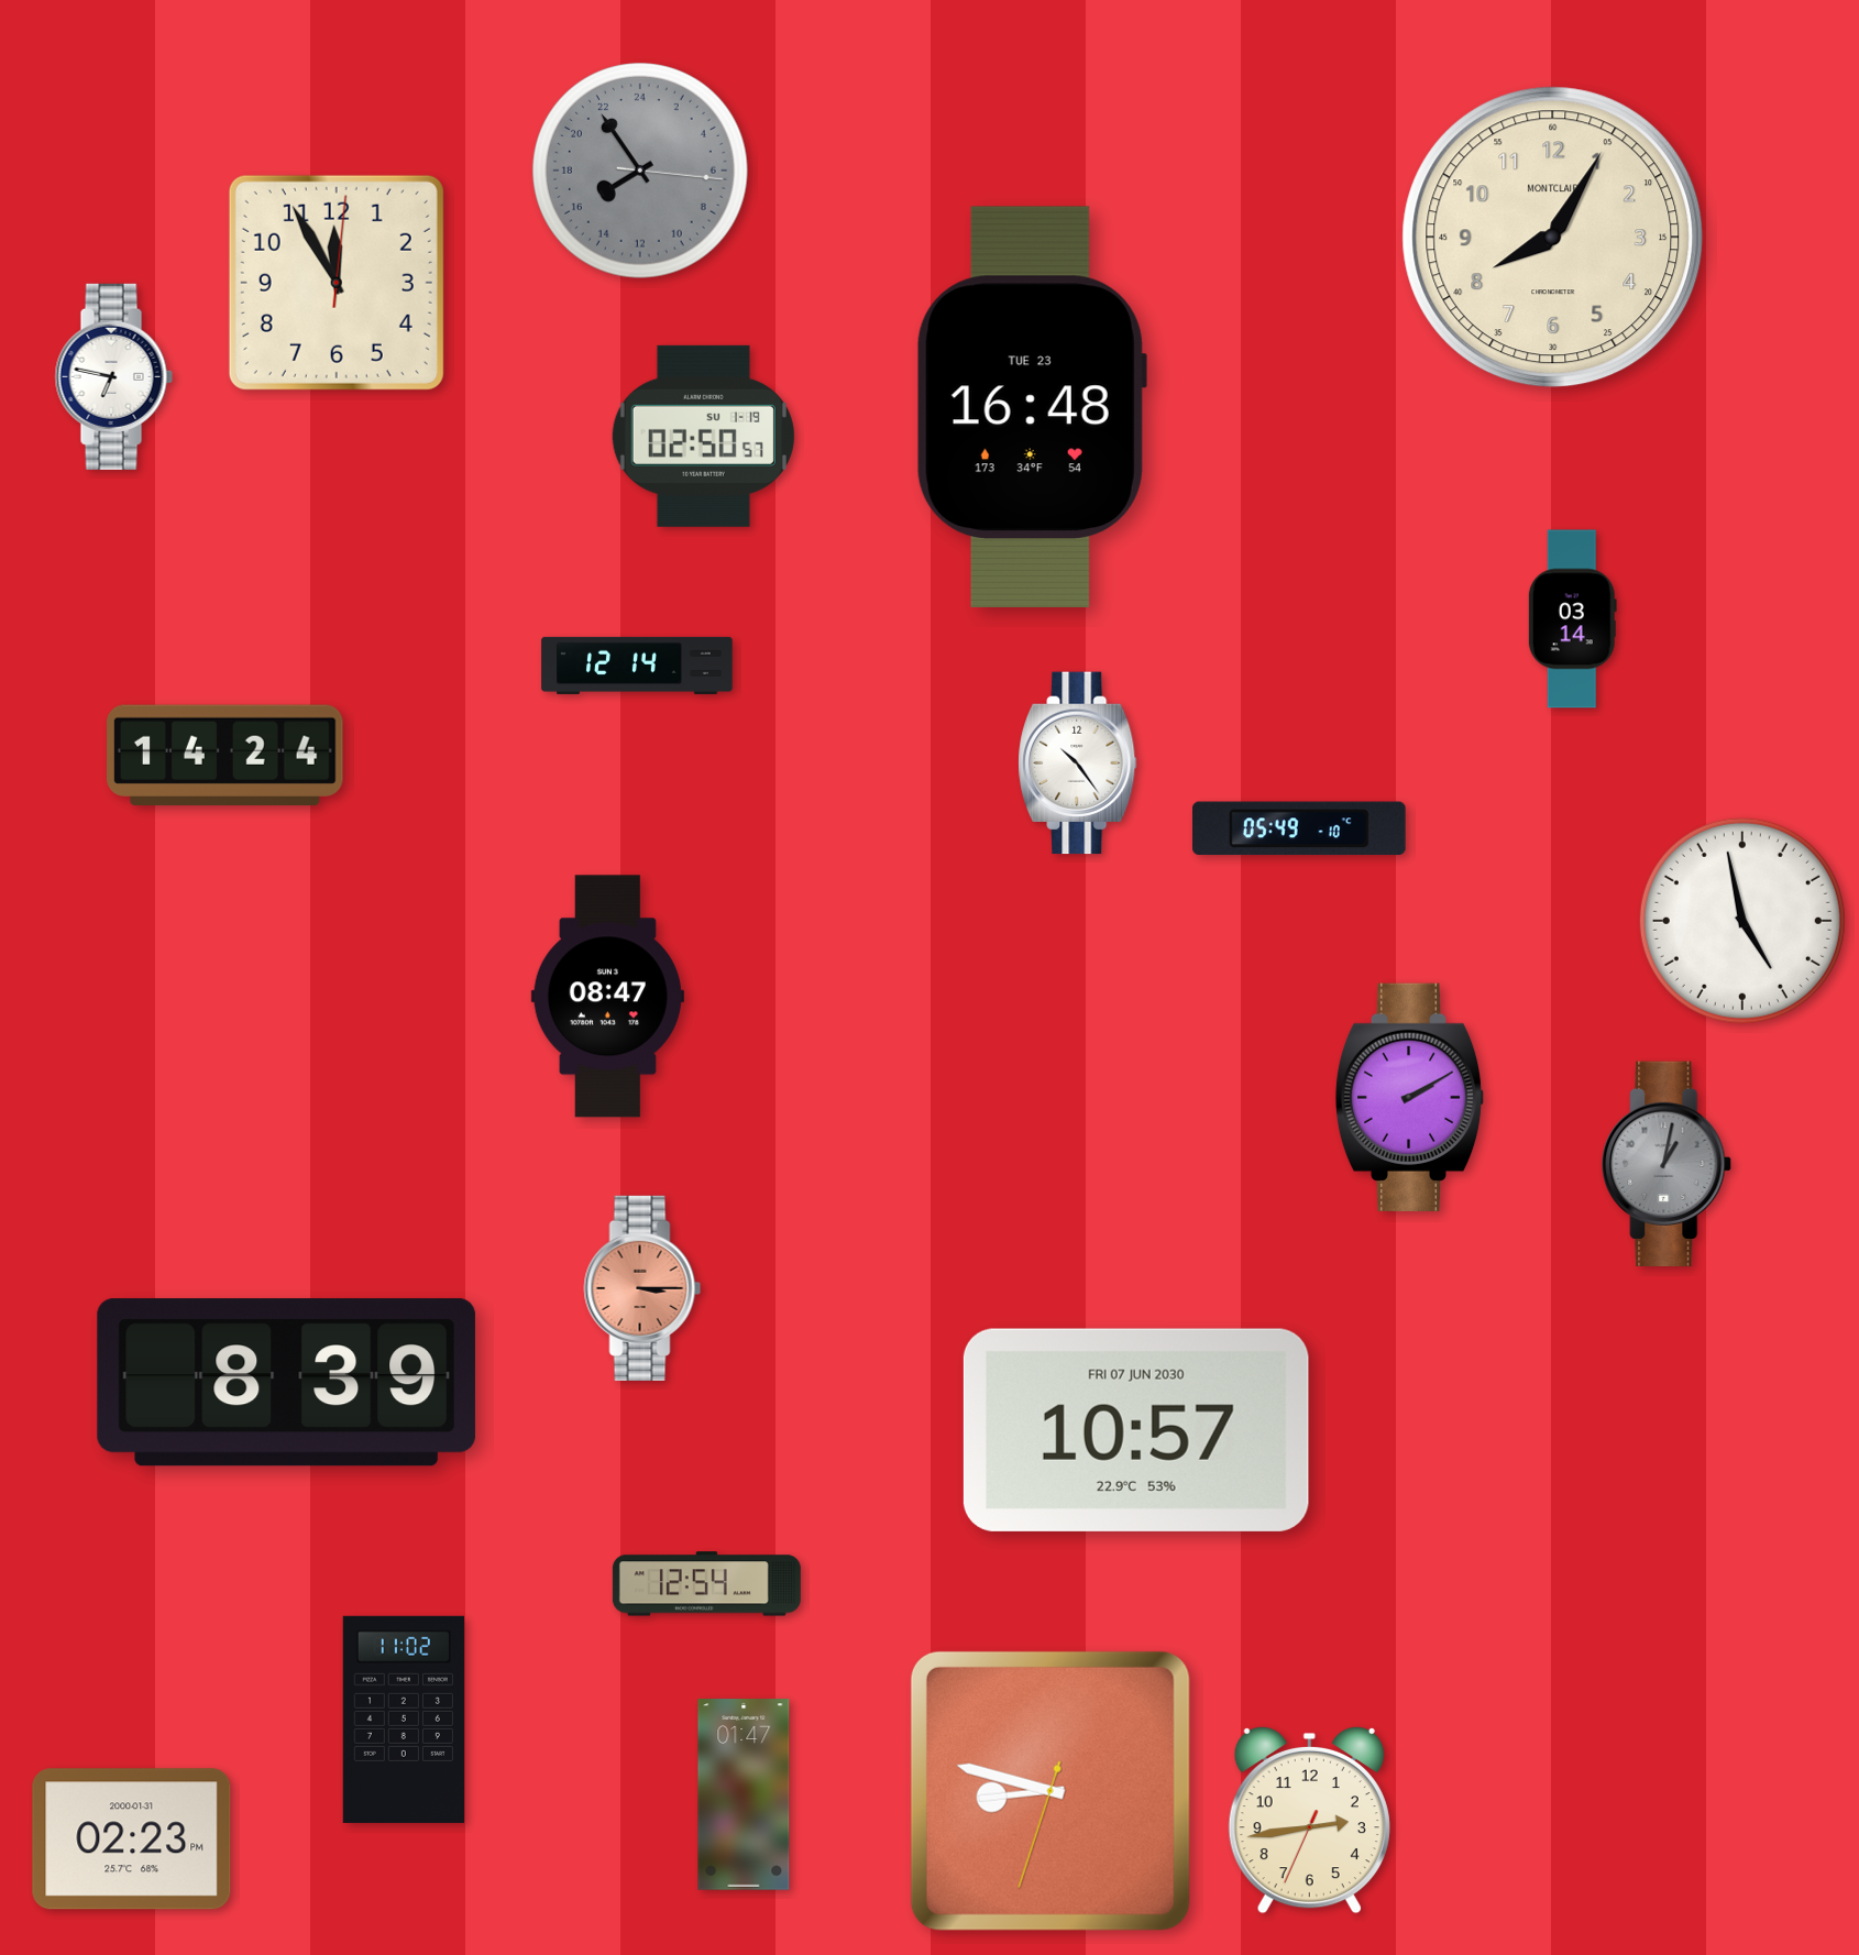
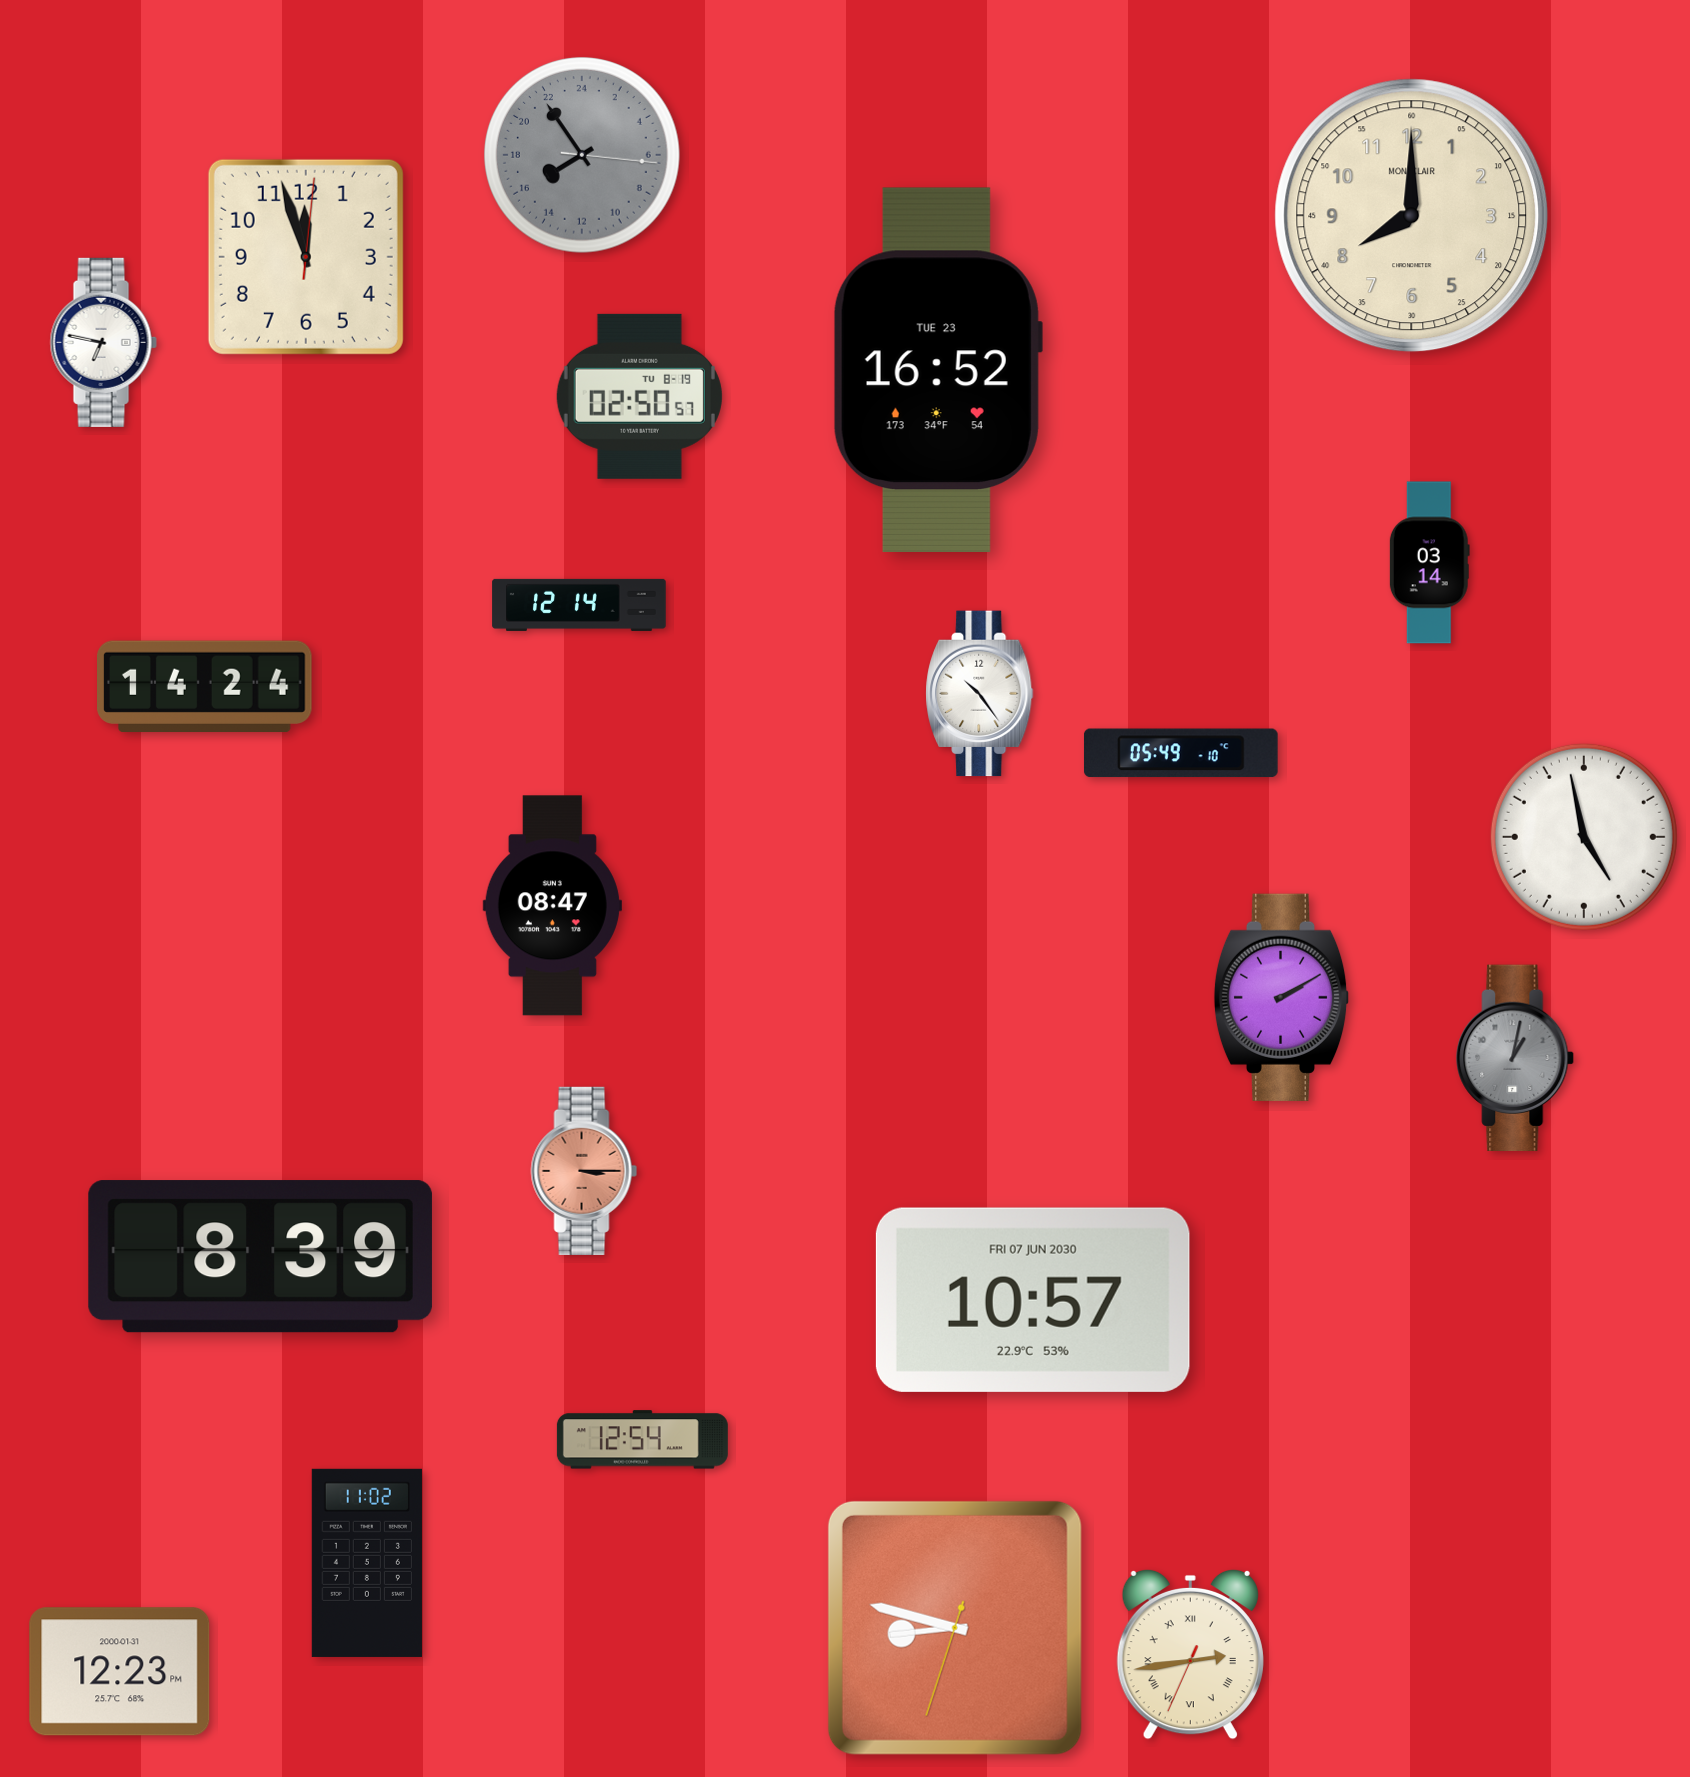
clock at (1553, 238): 8:05 -> 8:00
clock at (337, 283): 11:55 -> 11:57
clock at (1032, 407): 16:48 -> 16:52
clock at (703, 436) date: SU 1-19 -> TU 8-19
clock at (744, 1794): 01:47 -> none
clock at (1309, 1820) numerals: Arabic -> Roman
clock at (132, 1839): 02:23 -> 12:23
